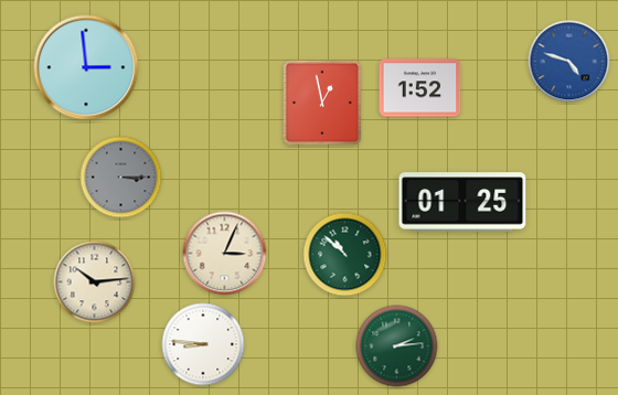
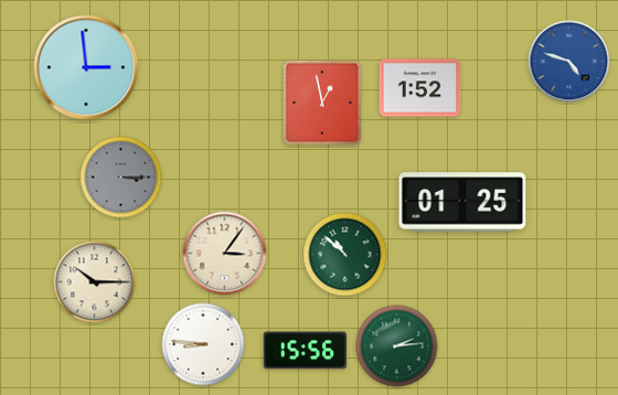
clock at (225, 254): 3:04 -> 3:06
clock at (95, 282): 10:14 -> 10:15
clock at (305, 351): none -> 15:56
